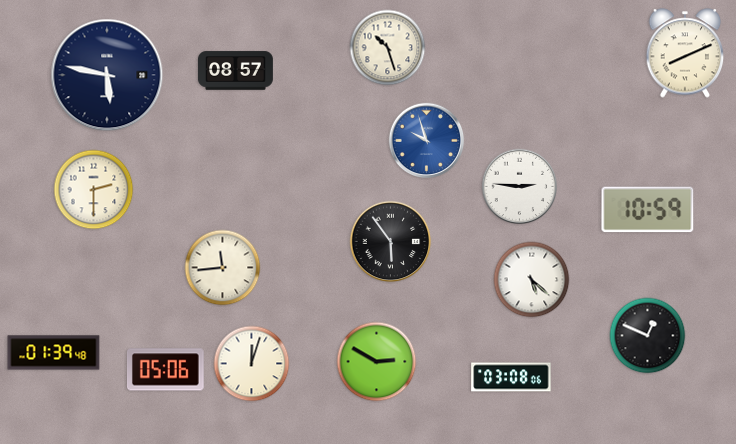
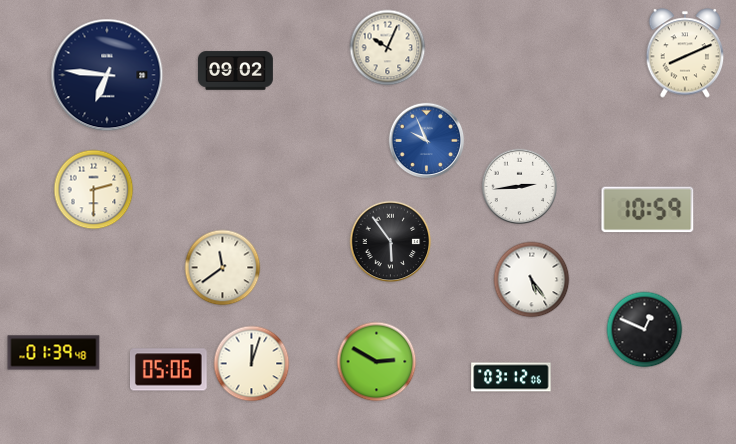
clock at (388, 48): 10:27 -> 10:04
clock at (235, 71): 08:57 -> 09:02
clock at (107, 75): 5:47 -> 6:46
clock at (427, 141): 9:57 -> 9:56
clock at (520, 187): 2:46 -> 2:44
clock at (223, 268): 11:44 -> 11:39
clock at (532, 280): 5:22 -> 5:24
clock at (648, 336) position: (648, 336) -> (645, 330)
clock at (165, 370) position: (165, 370) -> (168, 370)
clock at (511, 377): 03:08 -> 03:12
